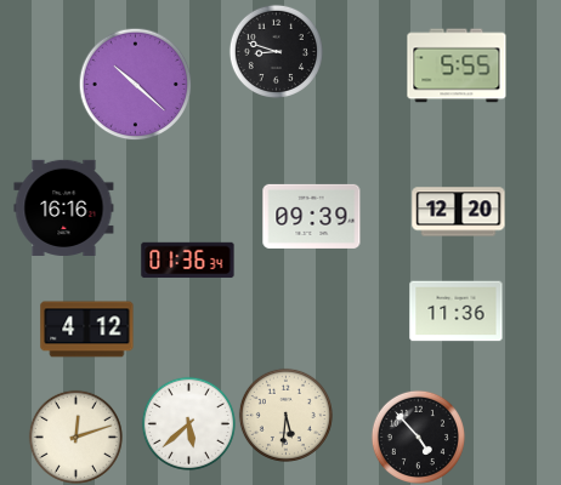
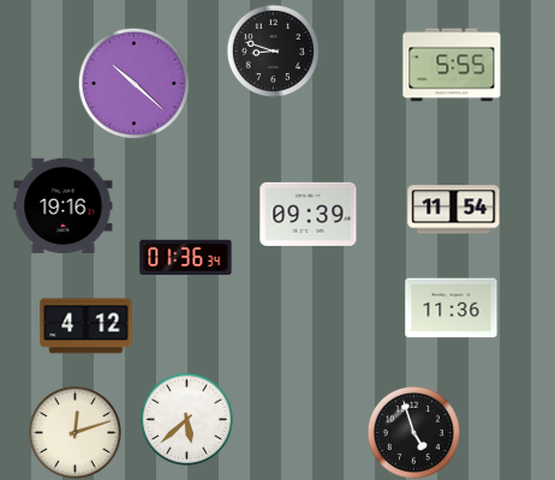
clock at (64, 207): 16:16 -> 19:16
clock at (459, 212): 12:20 -> 11:54
clock at (285, 415): 5:31 -> none
clock at (418, 436): 4:53 -> 4:57
